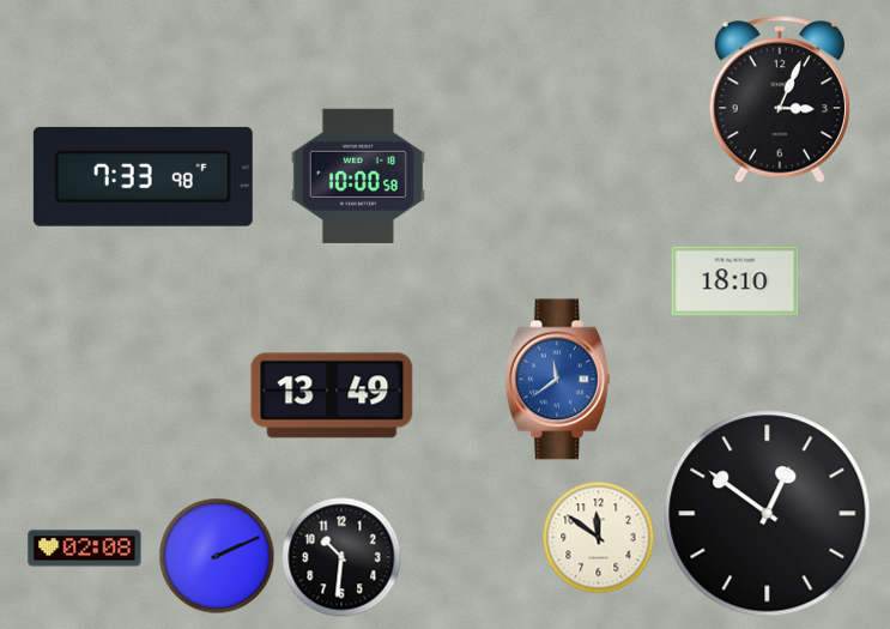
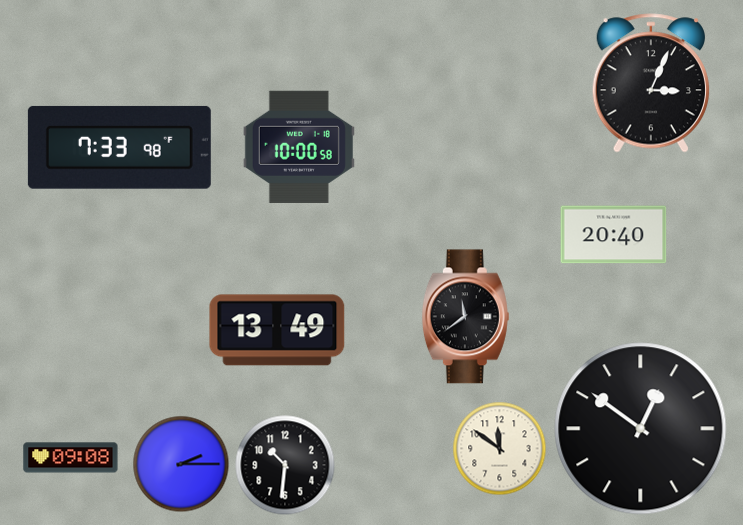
clock at (735, 282): 18:10 -> 20:40
clock at (557, 380) dial: blue -> black
clock at (85, 549): 02:08 -> 09:08
clock at (217, 556): 2:11 -> 2:15
